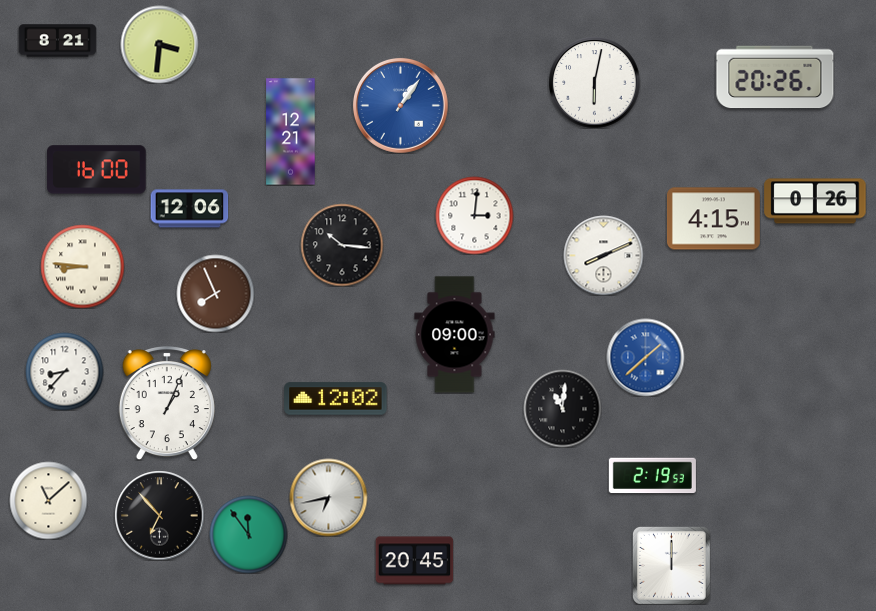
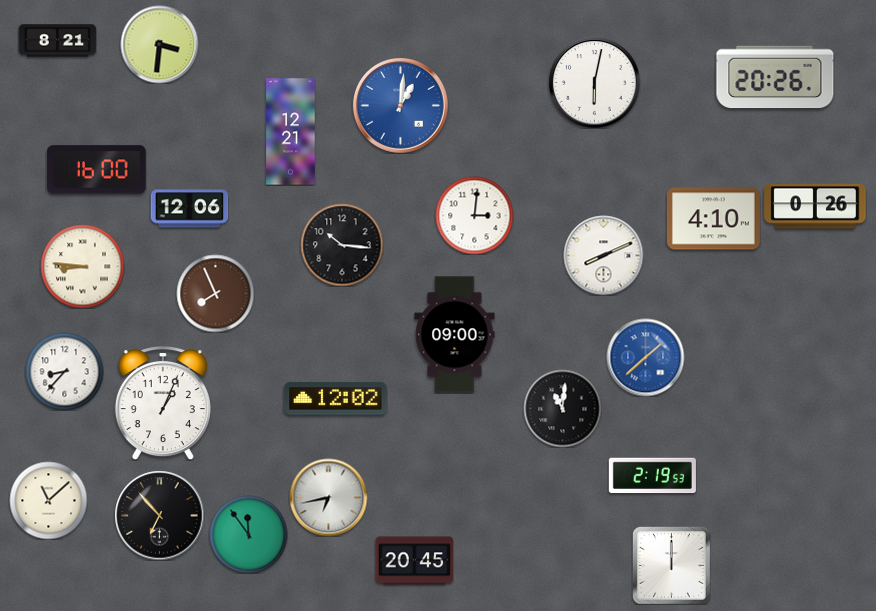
clock at (400, 105): 1:06 -> 1:01
clock at (815, 201) position: (815, 201) -> (815, 206)
clock at (713, 219): 4:15 -> 4:10
clock at (167, 403) position: (167, 403) -> (163, 403)
